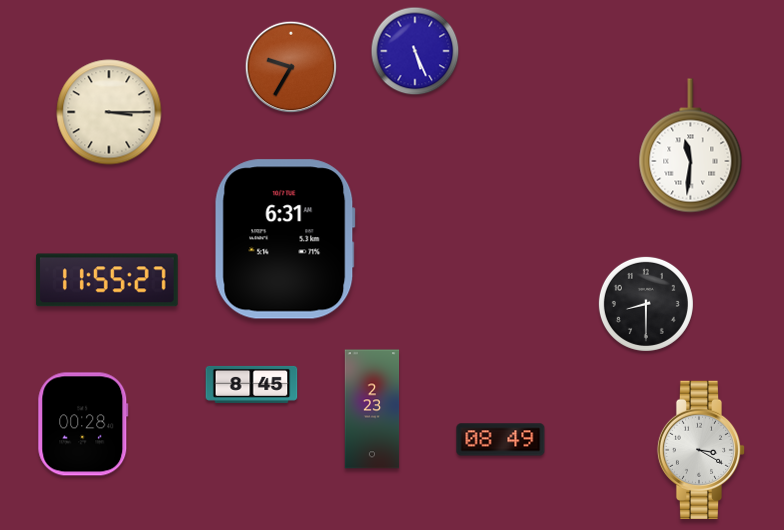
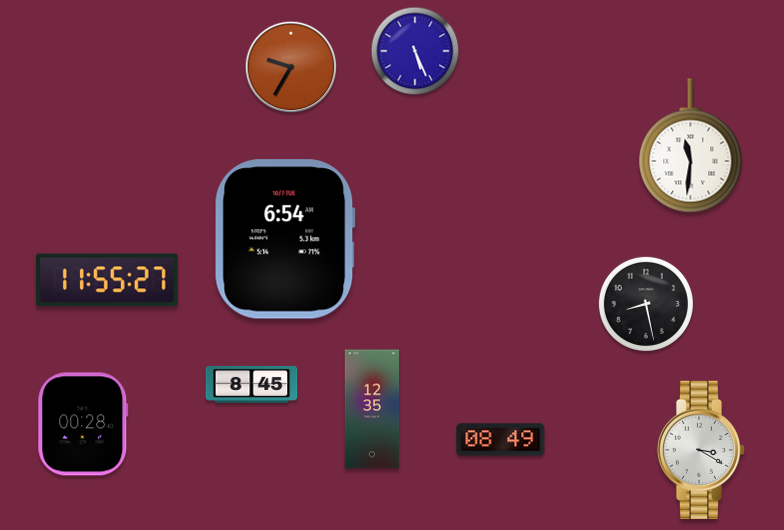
clock at (109, 112): 3:15 -> none
clock at (285, 239): 6:31 -> 6:54
clock at (646, 304): 8:30 -> 8:28
clock at (372, 409): 2:23 -> 12:35
